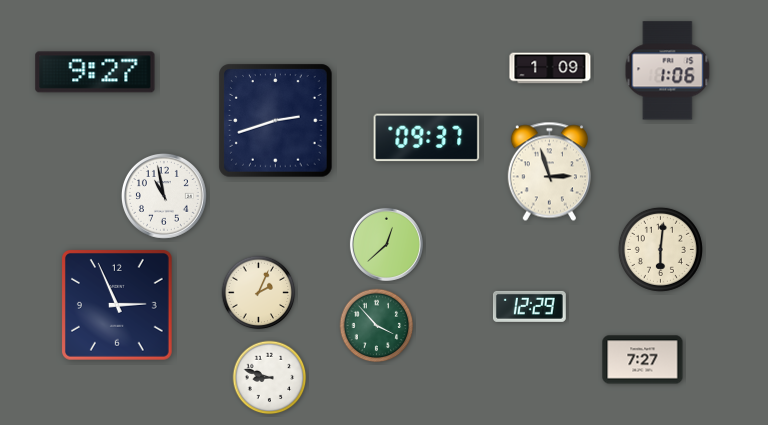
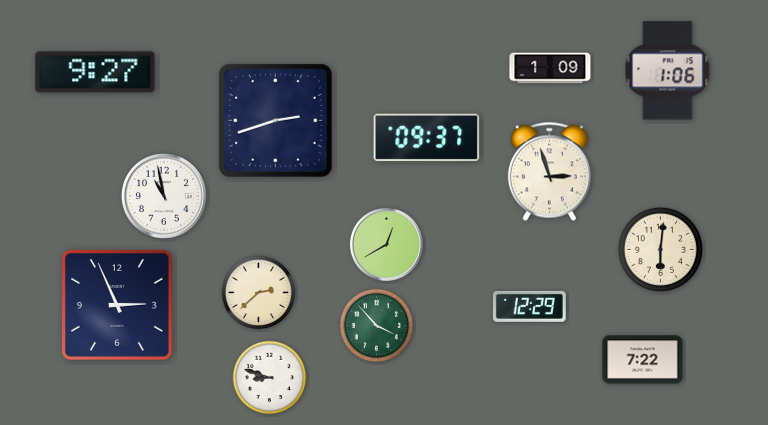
clock at (386, 244): 12:38 -> 12:40
clock at (259, 293): 2:04 -> 2:38
clock at (643, 360): 7:27 -> 7:22
